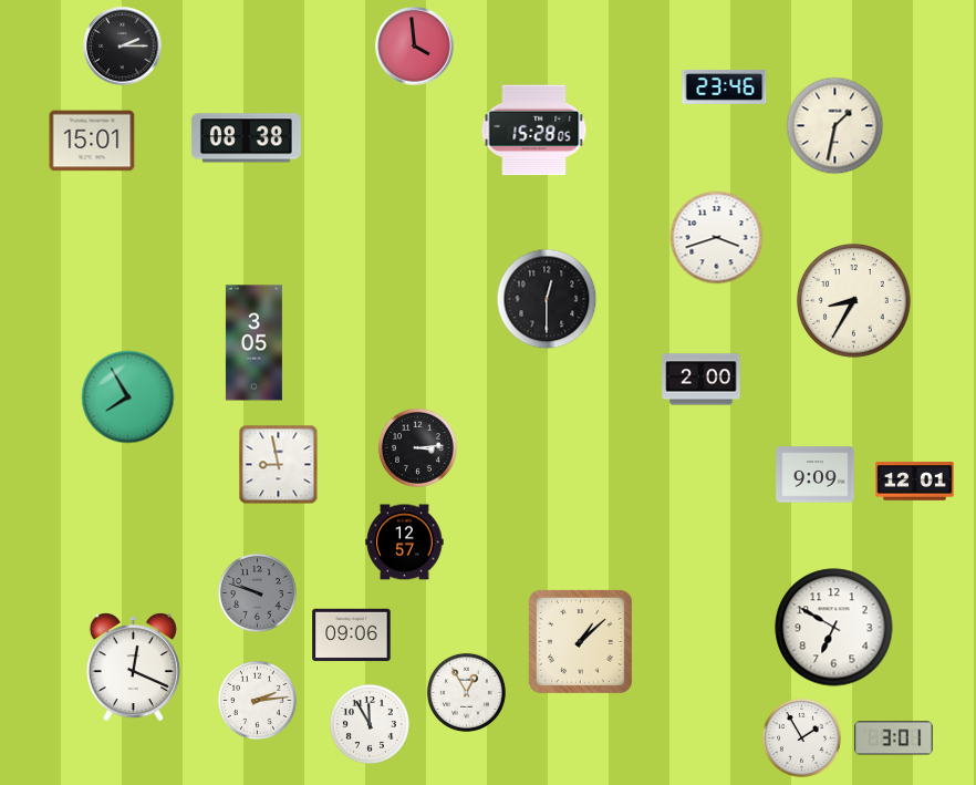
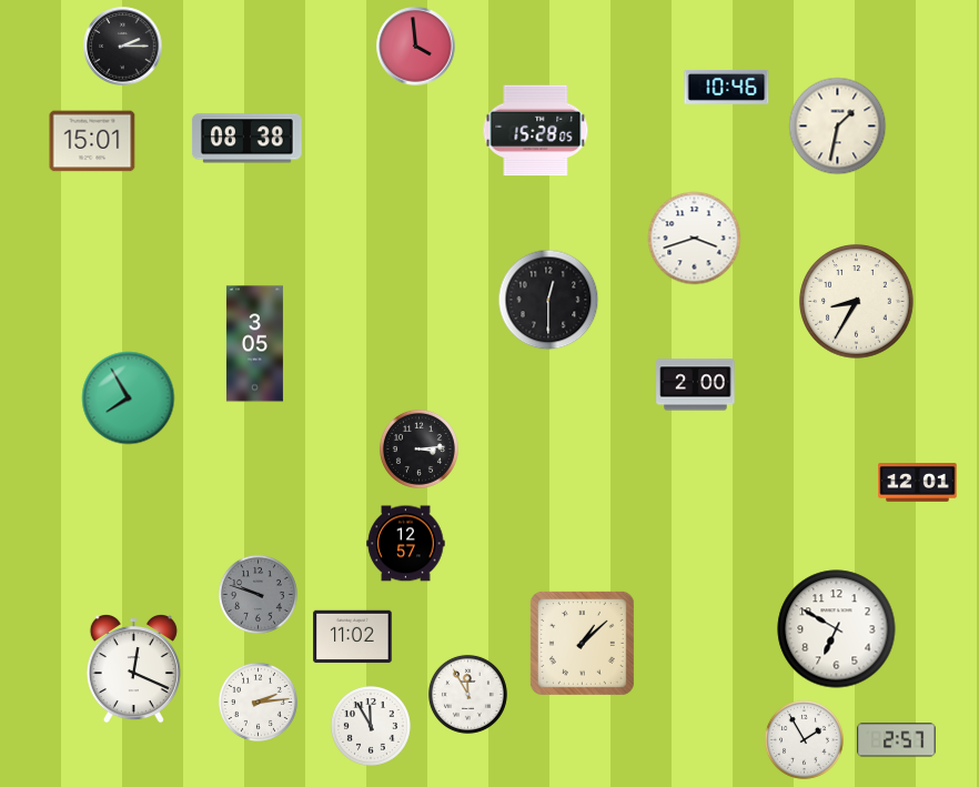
clock at (725, 87): 23:46 -> 10:46
clock at (717, 238) position: (717, 238) -> (695, 239)
clock at (702, 380) position: (702, 380) -> (696, 385)
clock at (279, 465): 8:58 -> none
clock at (816, 475): 9:09 -> none
clock at (352, 636): 09:06 -> 11:02
clock at (466, 692): 12:55 -> 11:55
clock at (894, 738): 3:01 -> 2:57
